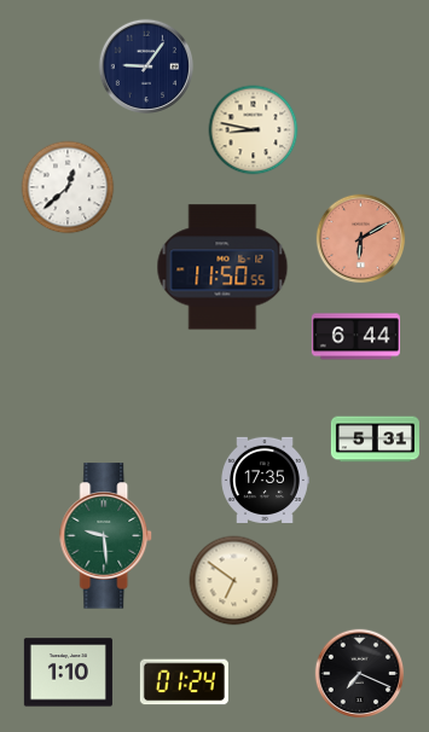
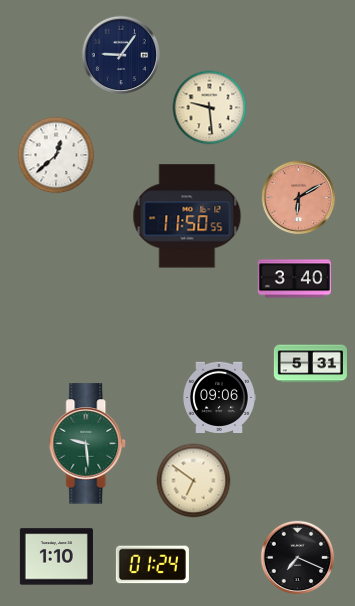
clock at (254, 130): 8:47 -> 9:29
clock at (222, 267) position: (222, 267) -> (187, 216)
clock at (355, 337): 6:44 -> 3:40
clock at (265, 480): 17:35 -> 09:06
